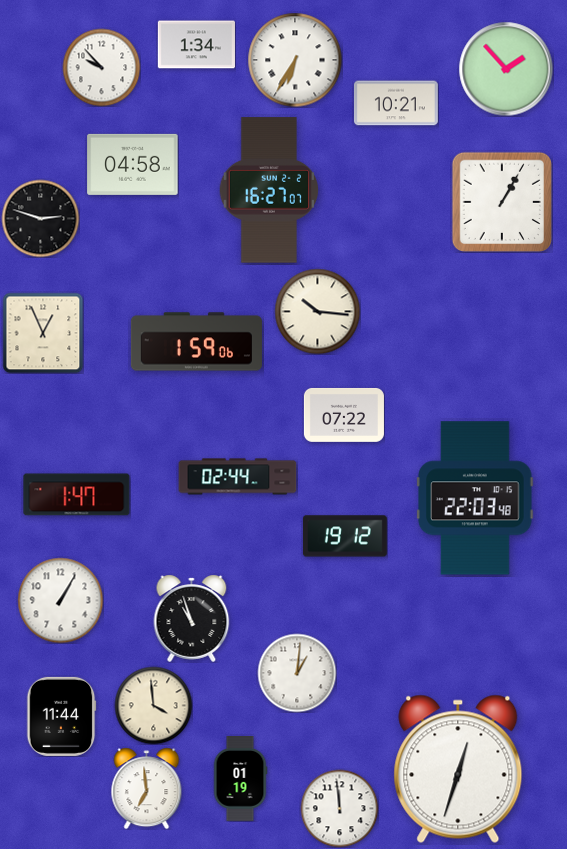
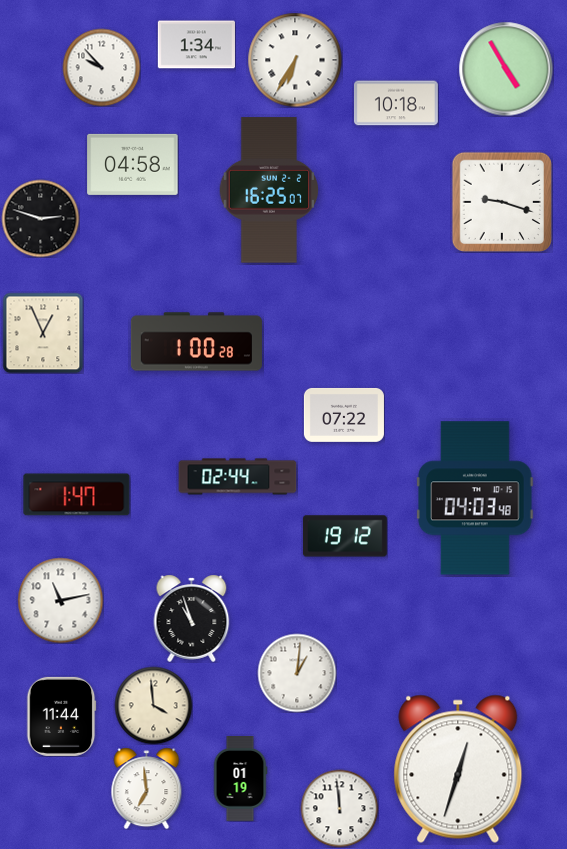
clock at (506, 69): 1:53 -> 4:55
clock at (396, 103): 10:21 -> 10:18
clock at (269, 190): 16:27 -> 16:25
clock at (501, 201): 1:05 -> 9:18
clock at (317, 311): 10:16 -> none
clock at (196, 342): 1:59 -> 1:00
clock at (475, 498): 22:03 -> 04:03
clock at (60, 600): 1:05 -> 11:13
